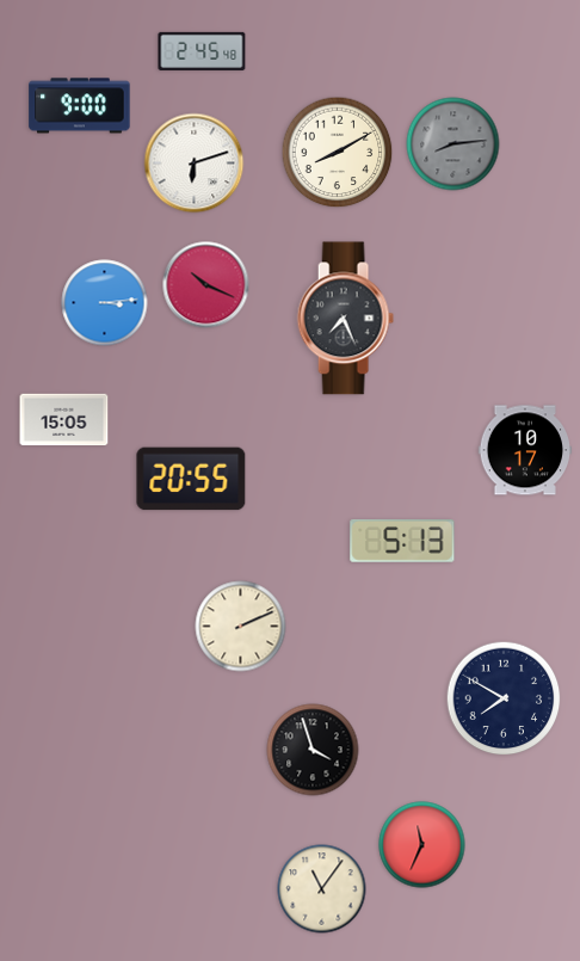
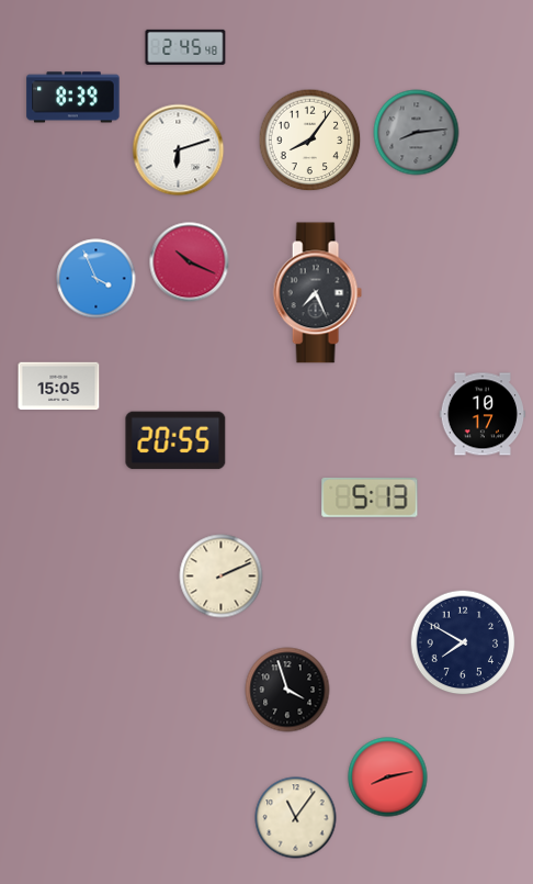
clock at (80, 106): 9:00 -> 8:39
clock at (338, 153): 8:10 -> 8:06
clock at (105, 303): 3:14 -> 3:56
clock at (422, 845): 11:34 -> 8:13
